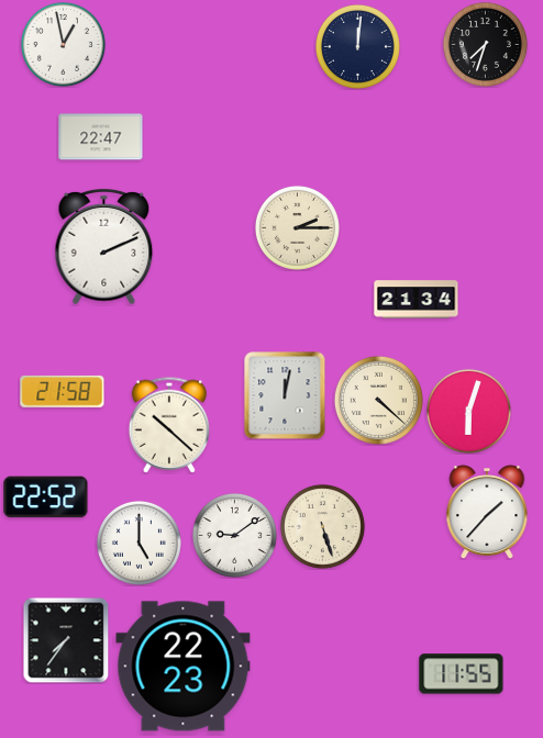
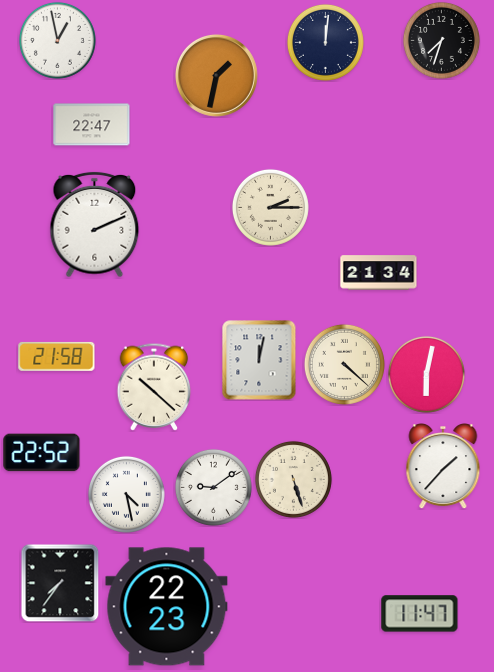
clock at (216, 75): none -> 1:32
clock at (468, 411): 6:03 -> 6:02
clock at (138, 543): 5:00 -> 4:28
clock at (462, 674): 11:55 -> 11:47
